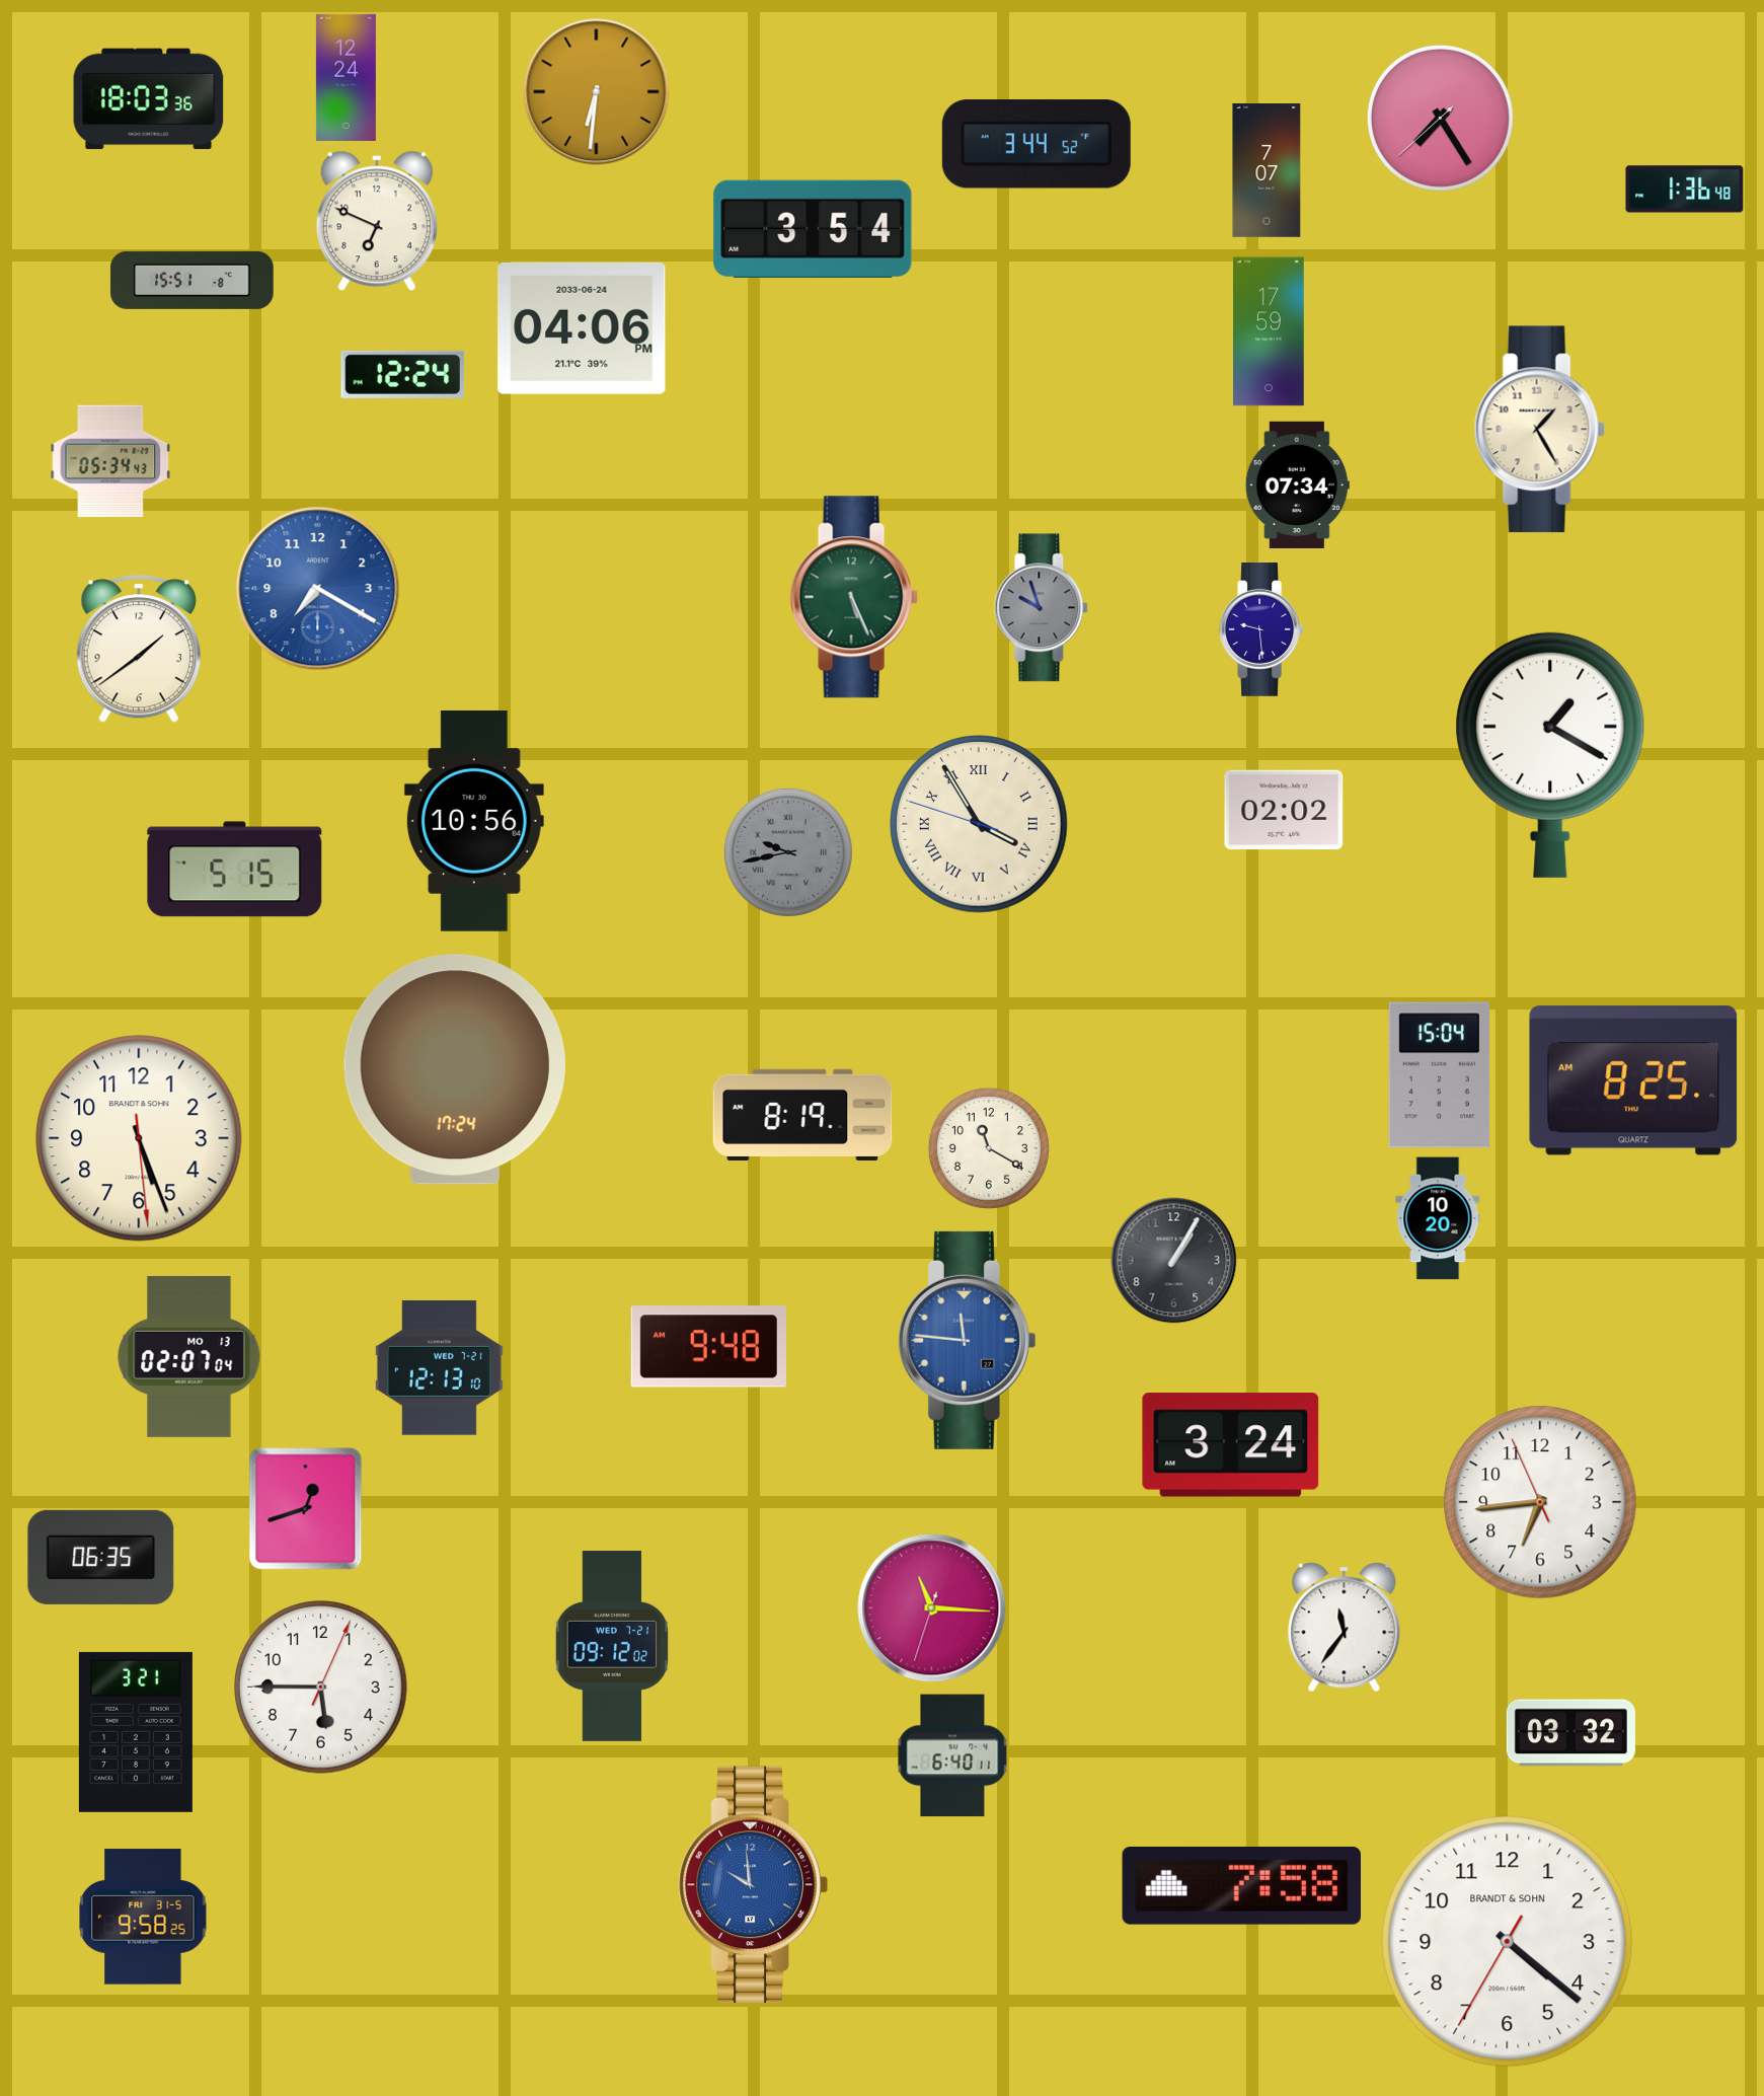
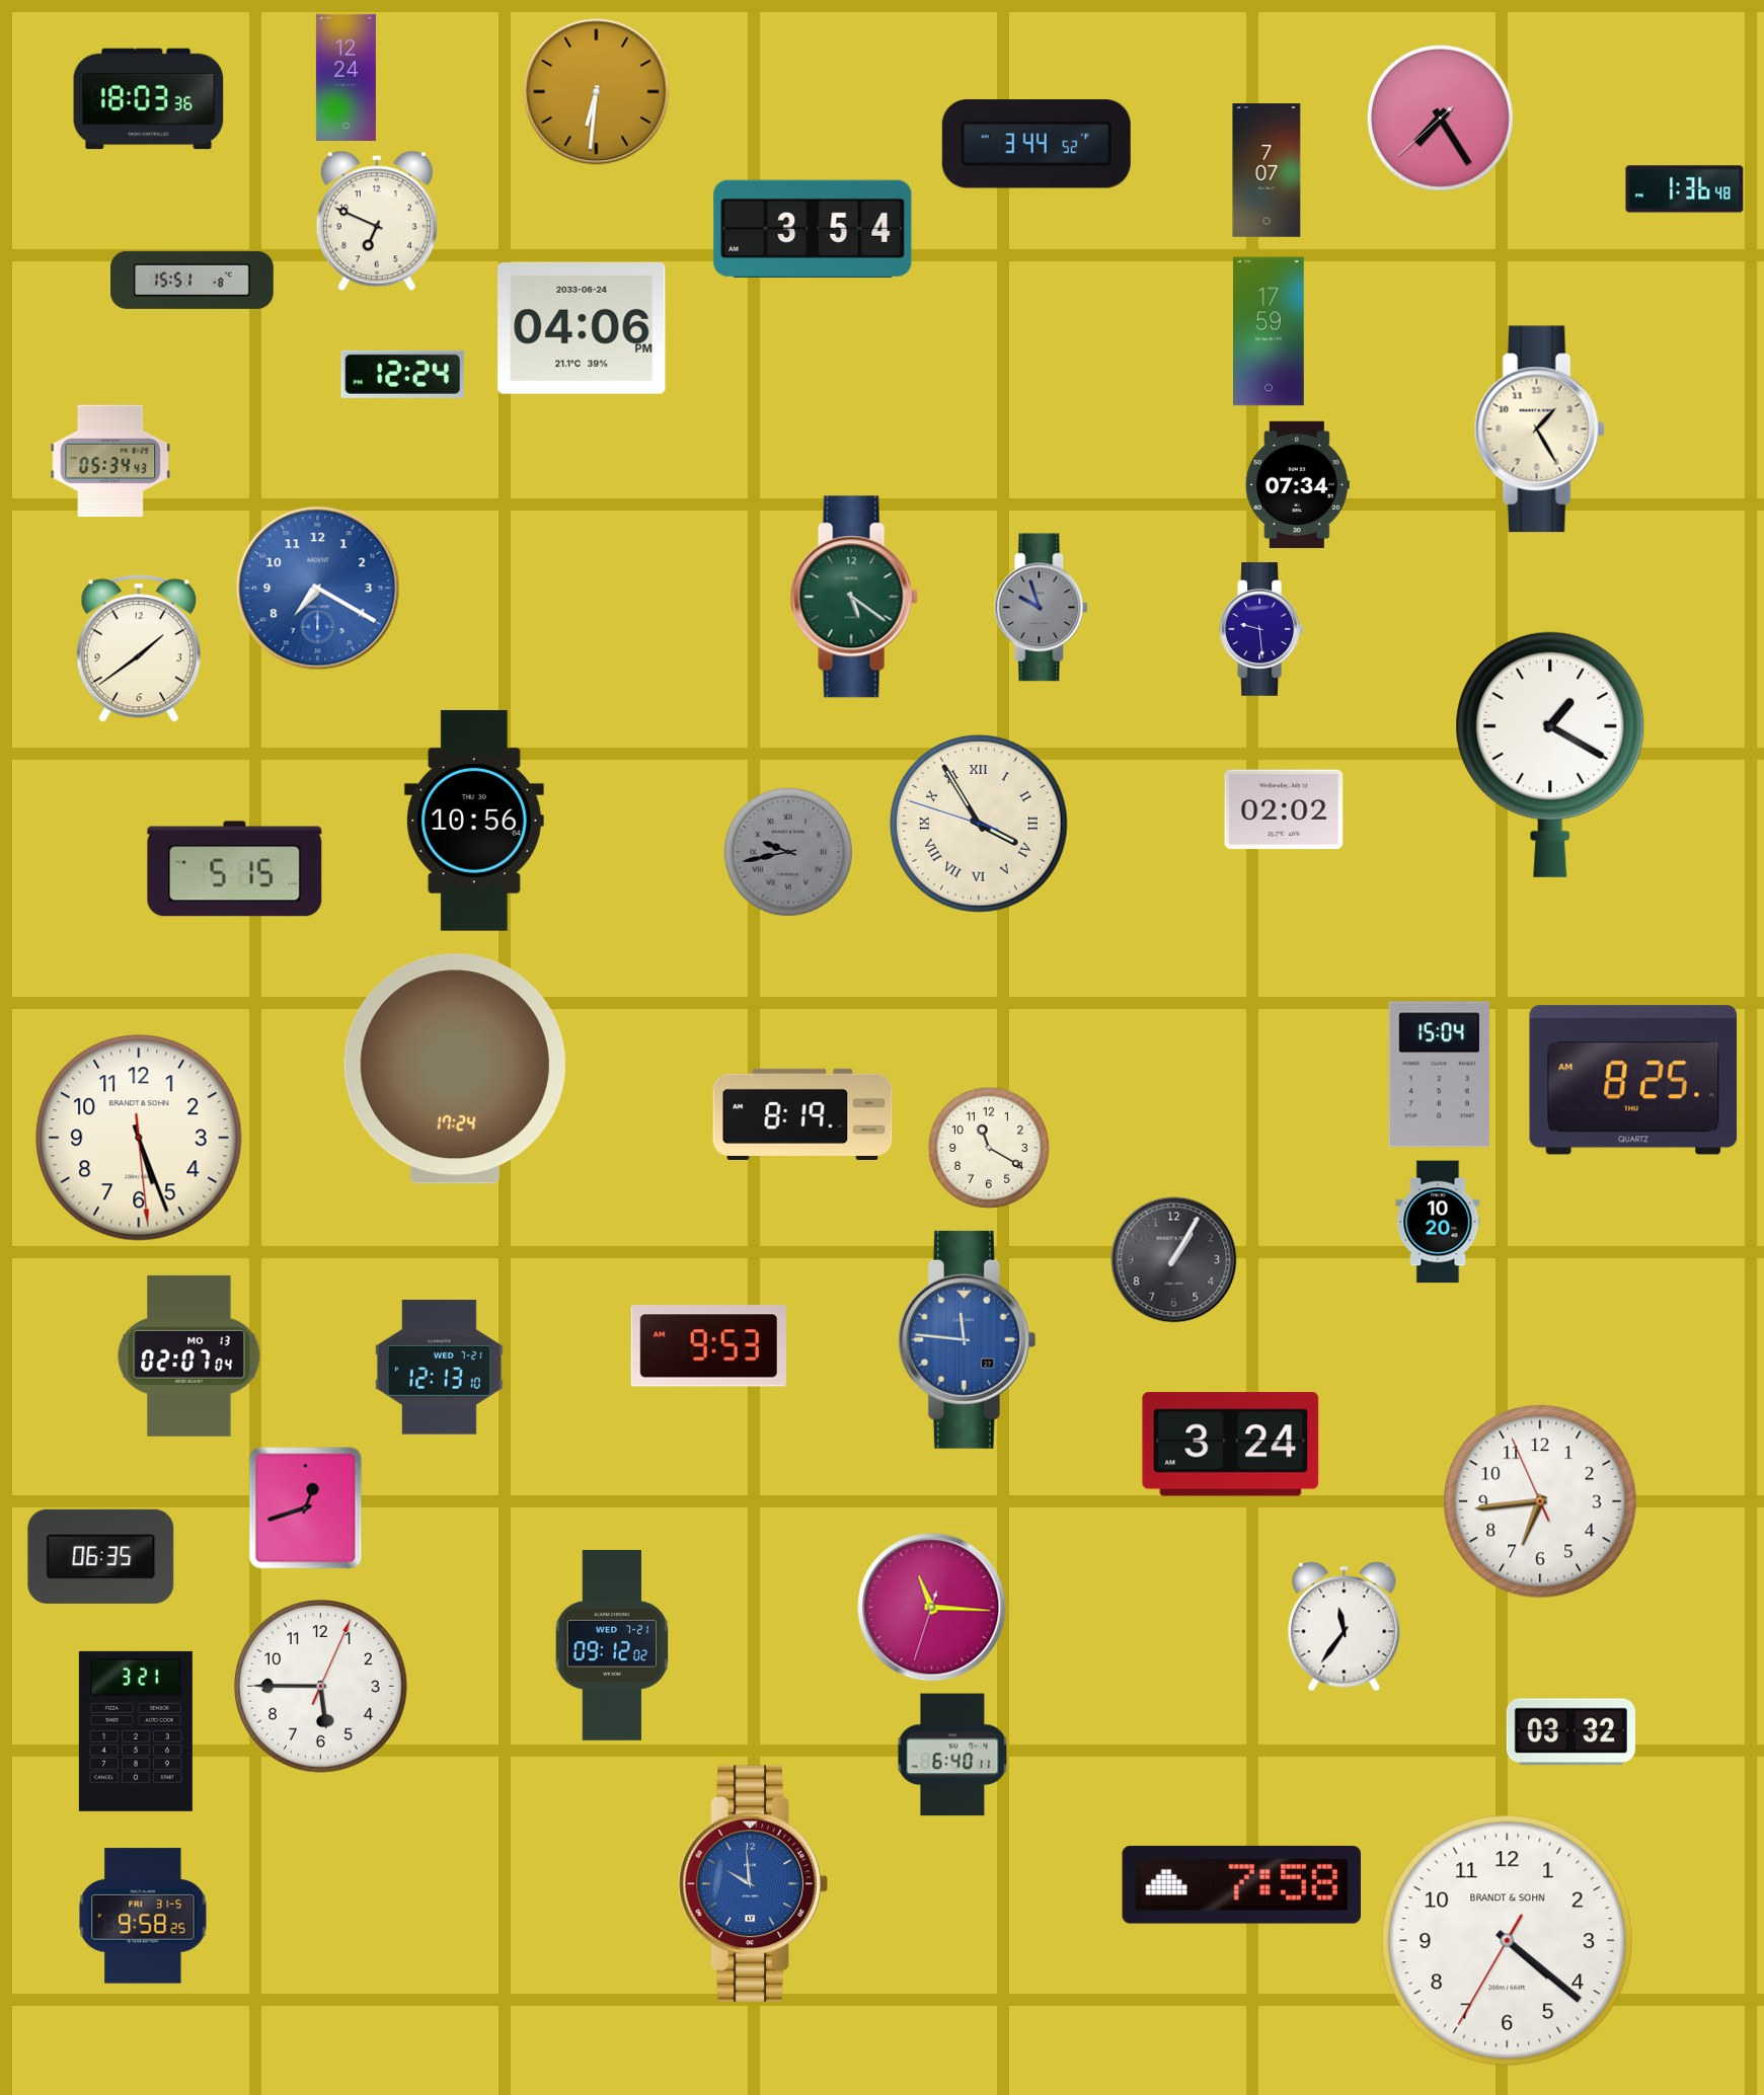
clock at (854, 597): 5:26 -> 5:21
clock at (1438, 1218) position: (1438, 1218) -> (1438, 1222)
clock at (708, 1347): 9:48 -> 9:53
